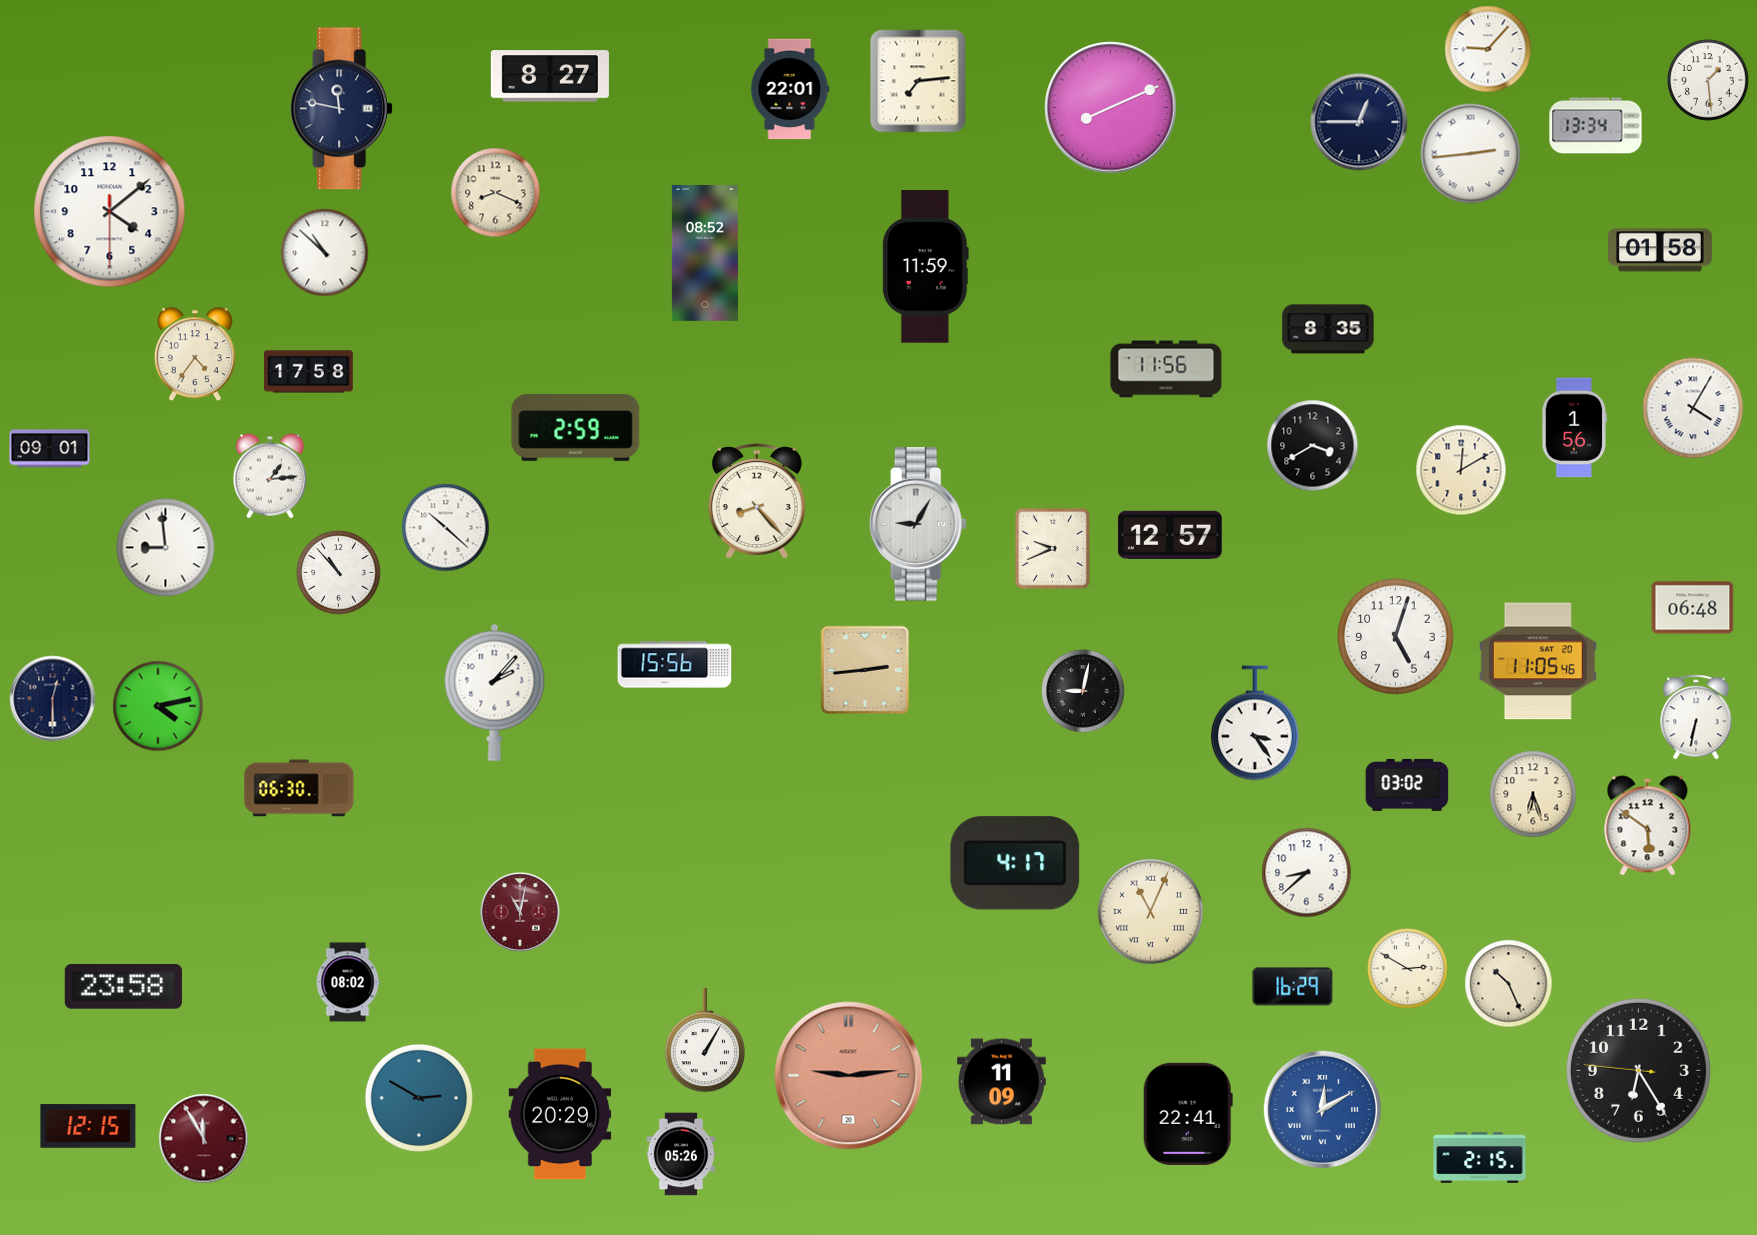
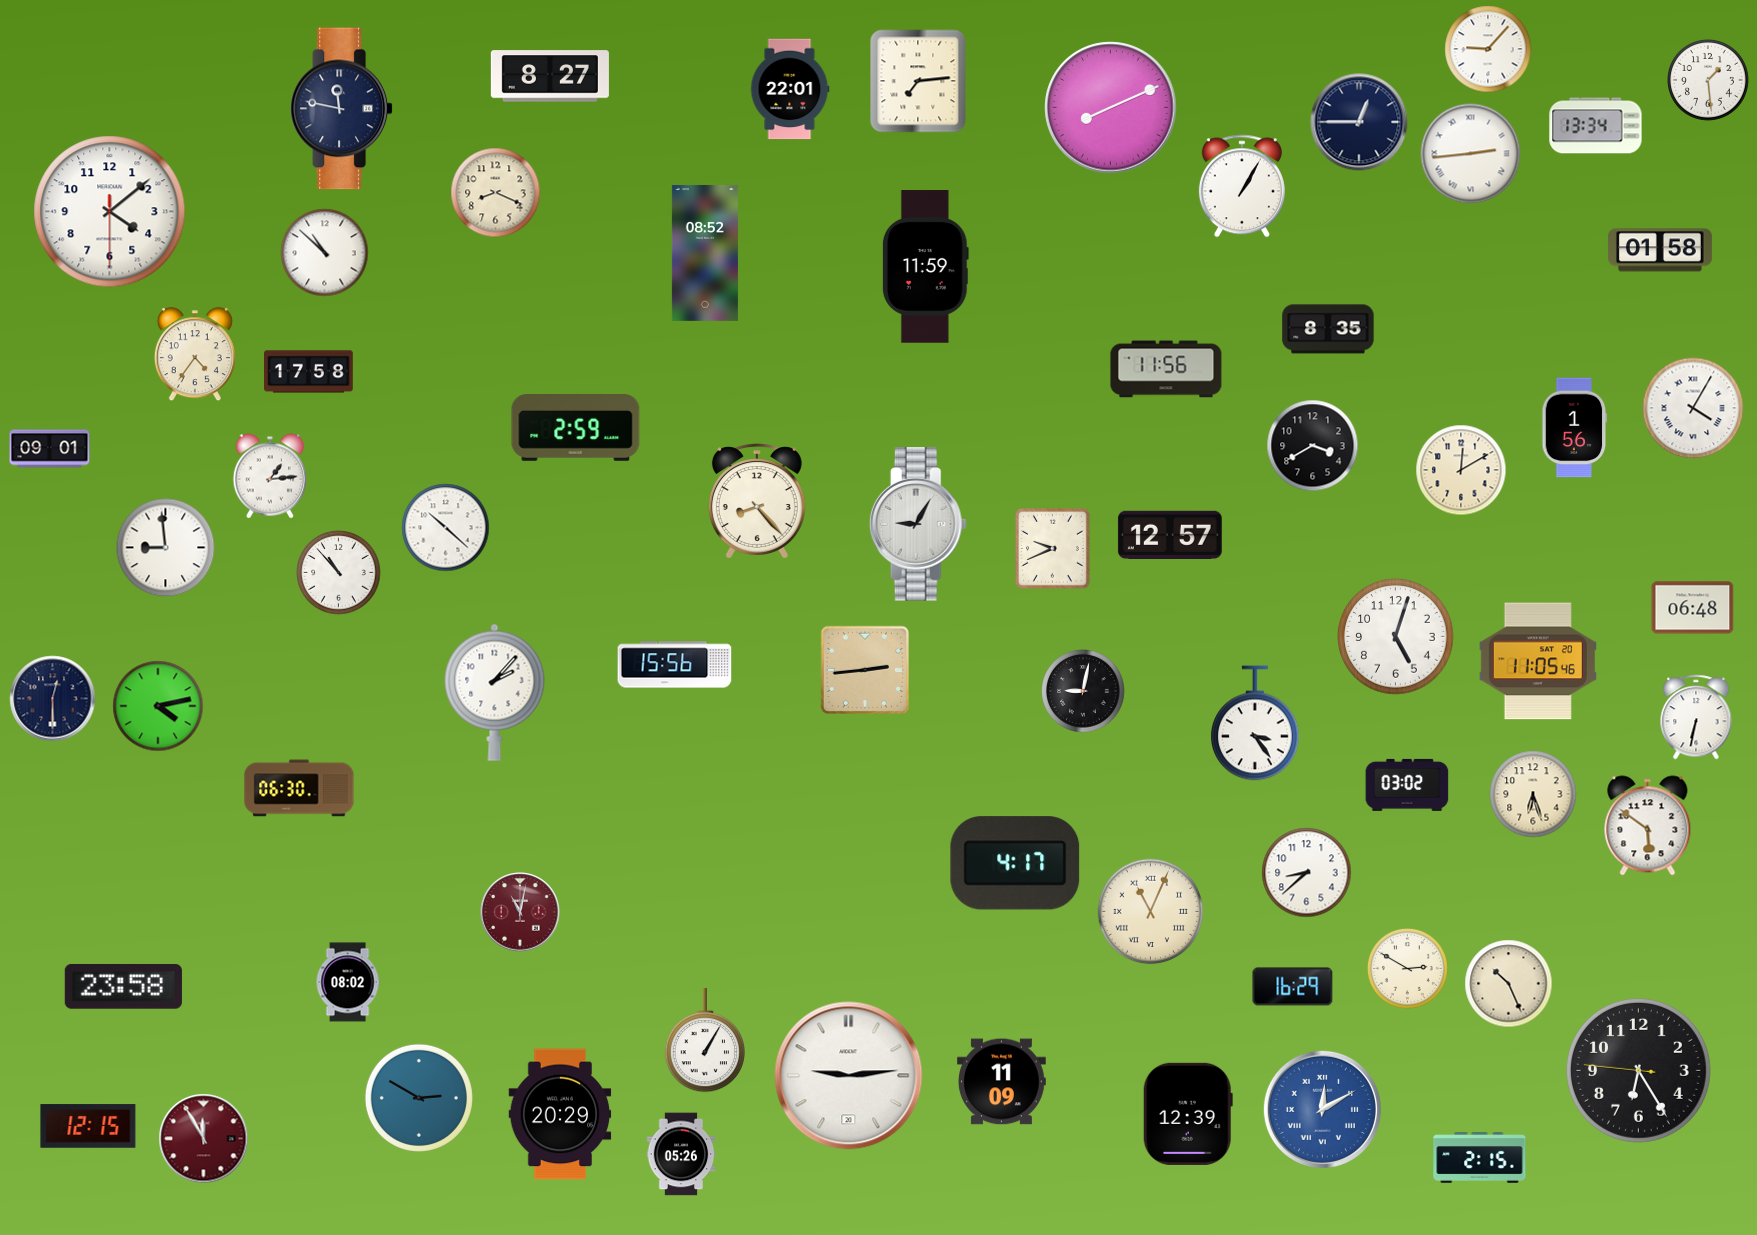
clock at (1242, 186): none -> 1:05
clock at (849, 1076) dial: salmon -> white
clock at (1188, 1114): 22:41 -> 12:39
